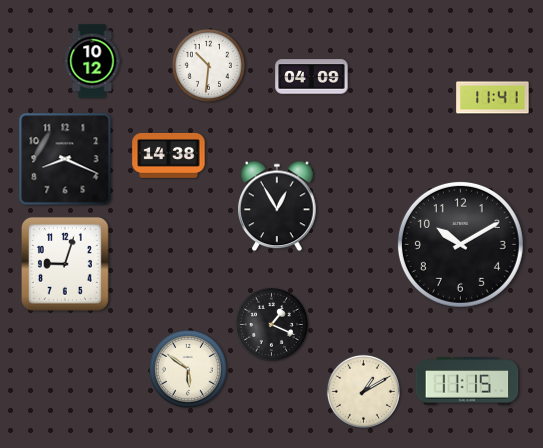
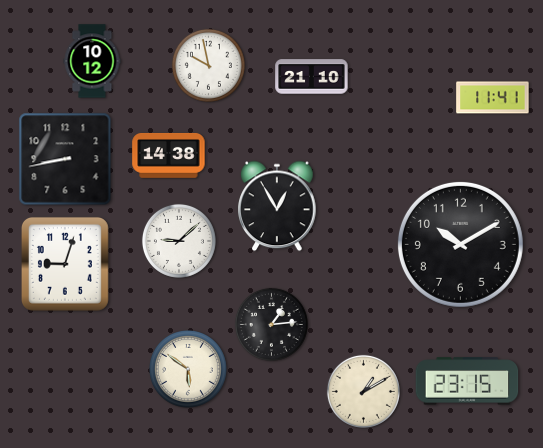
clock at (208, 65): 10:31 -> 9:58
clock at (312, 77): 04:09 -> 21:10
clock at (65, 159): 8:19 -> 8:43
clock at (179, 241): none -> 9:08
clock at (271, 324): 1:19 -> 1:14
clock at (467, 381): 11:15 -> 23:15
